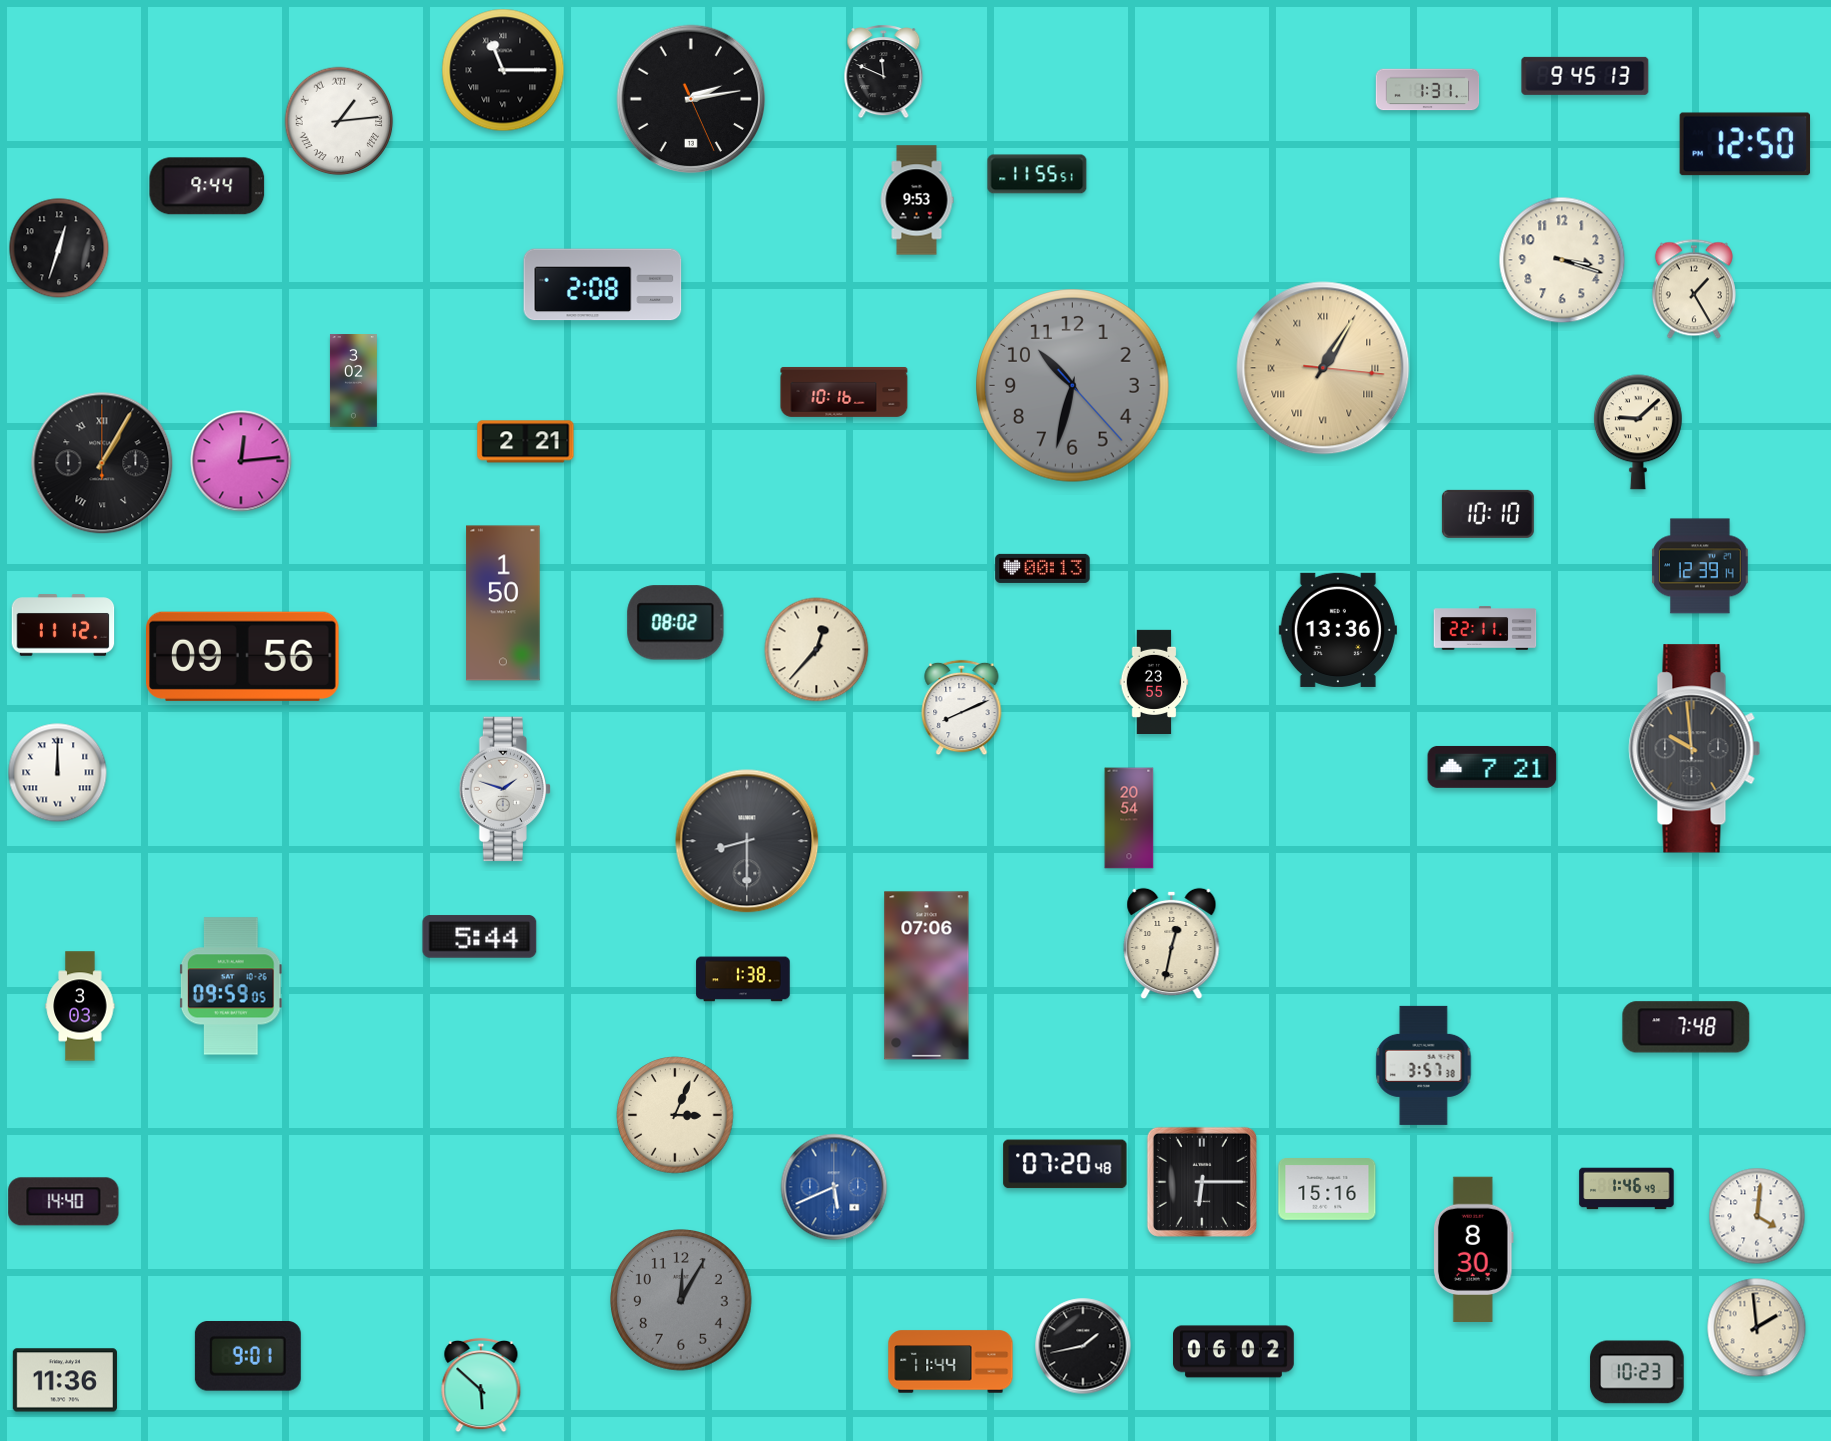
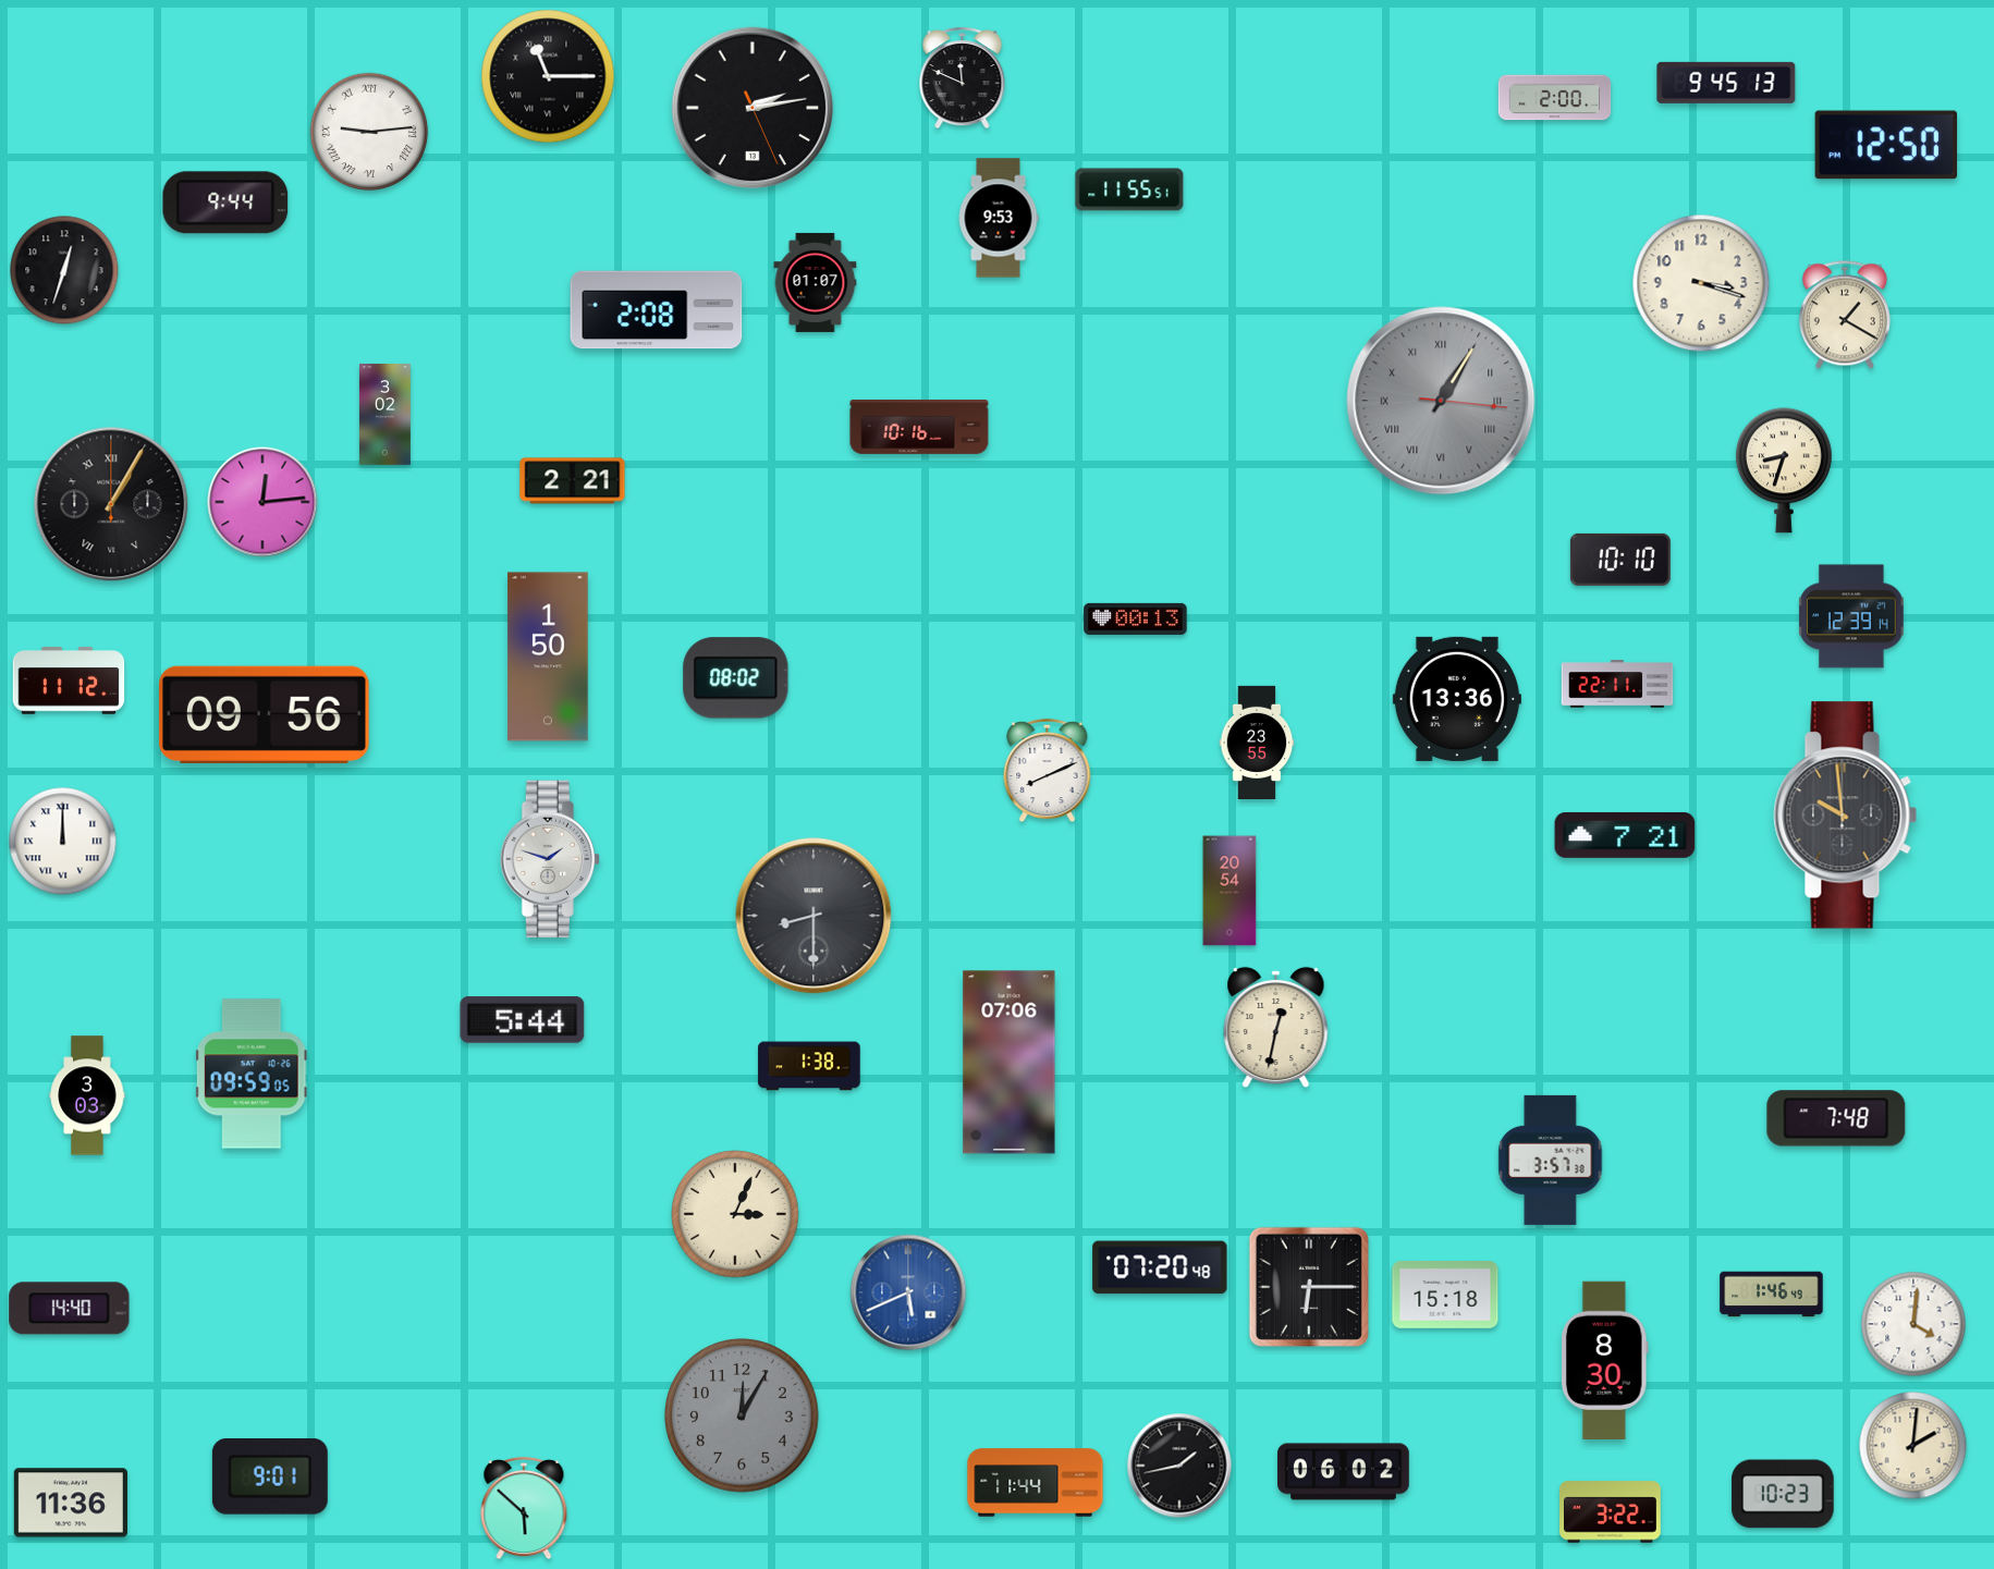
clock at (1428, 90): 1:31 -> 2:00
clock at (339, 121): 1:14 -> 9:14
clock at (1745, 144) position: (1745, 144) -> (1886, 145)
clock at (816, 282): none -> 01:07
clock at (1694, 289): 1:25 -> 1:20
clock at (1323, 368) dial: champagne -> grey
clock at (1073, 386): 10:32 -> none
clock at (1638, 432): 9:08 -> 8:33
clock at (1338, 630) position: (1338, 630) -> (1457, 699)
clock at (817, 650): 12:37 -> none
clock at (1327, 1189): 15:16 -> 15:18
clock at (1757, 1328): 1:59 -> 2:01
clock at (1611, 1512): none -> 3:22
